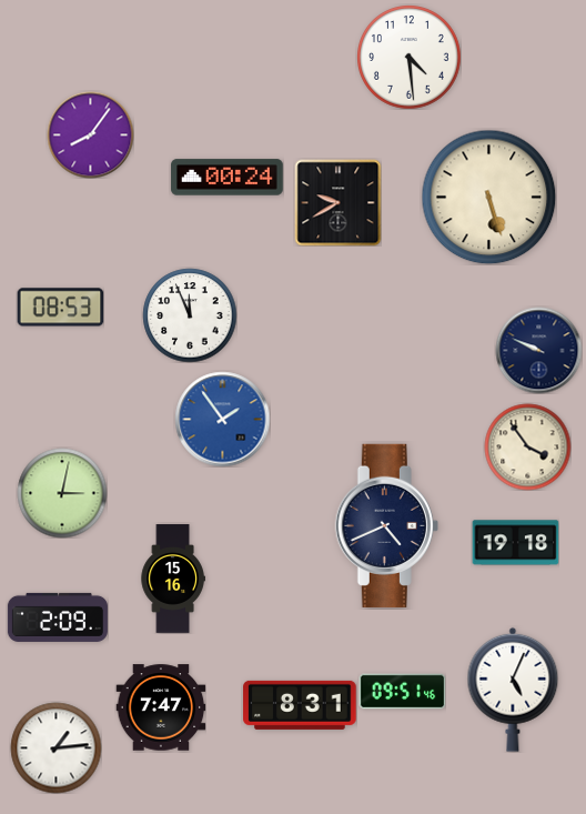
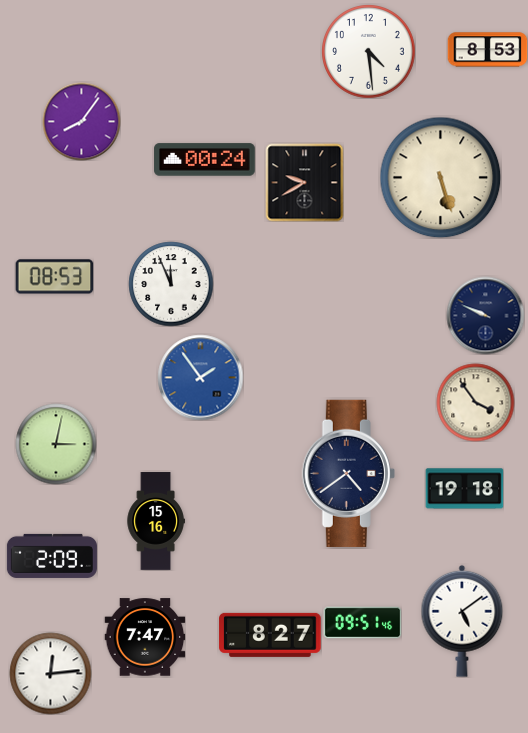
clock at (487, 50): none -> 8:53
clock at (386, 525): 4:41 -> 4:39
clock at (513, 690): 5:04 -> 5:09
clock at (300, 705): 8:31 -> 8:27
clock at (55, 747): 1:14 -> 12:14
